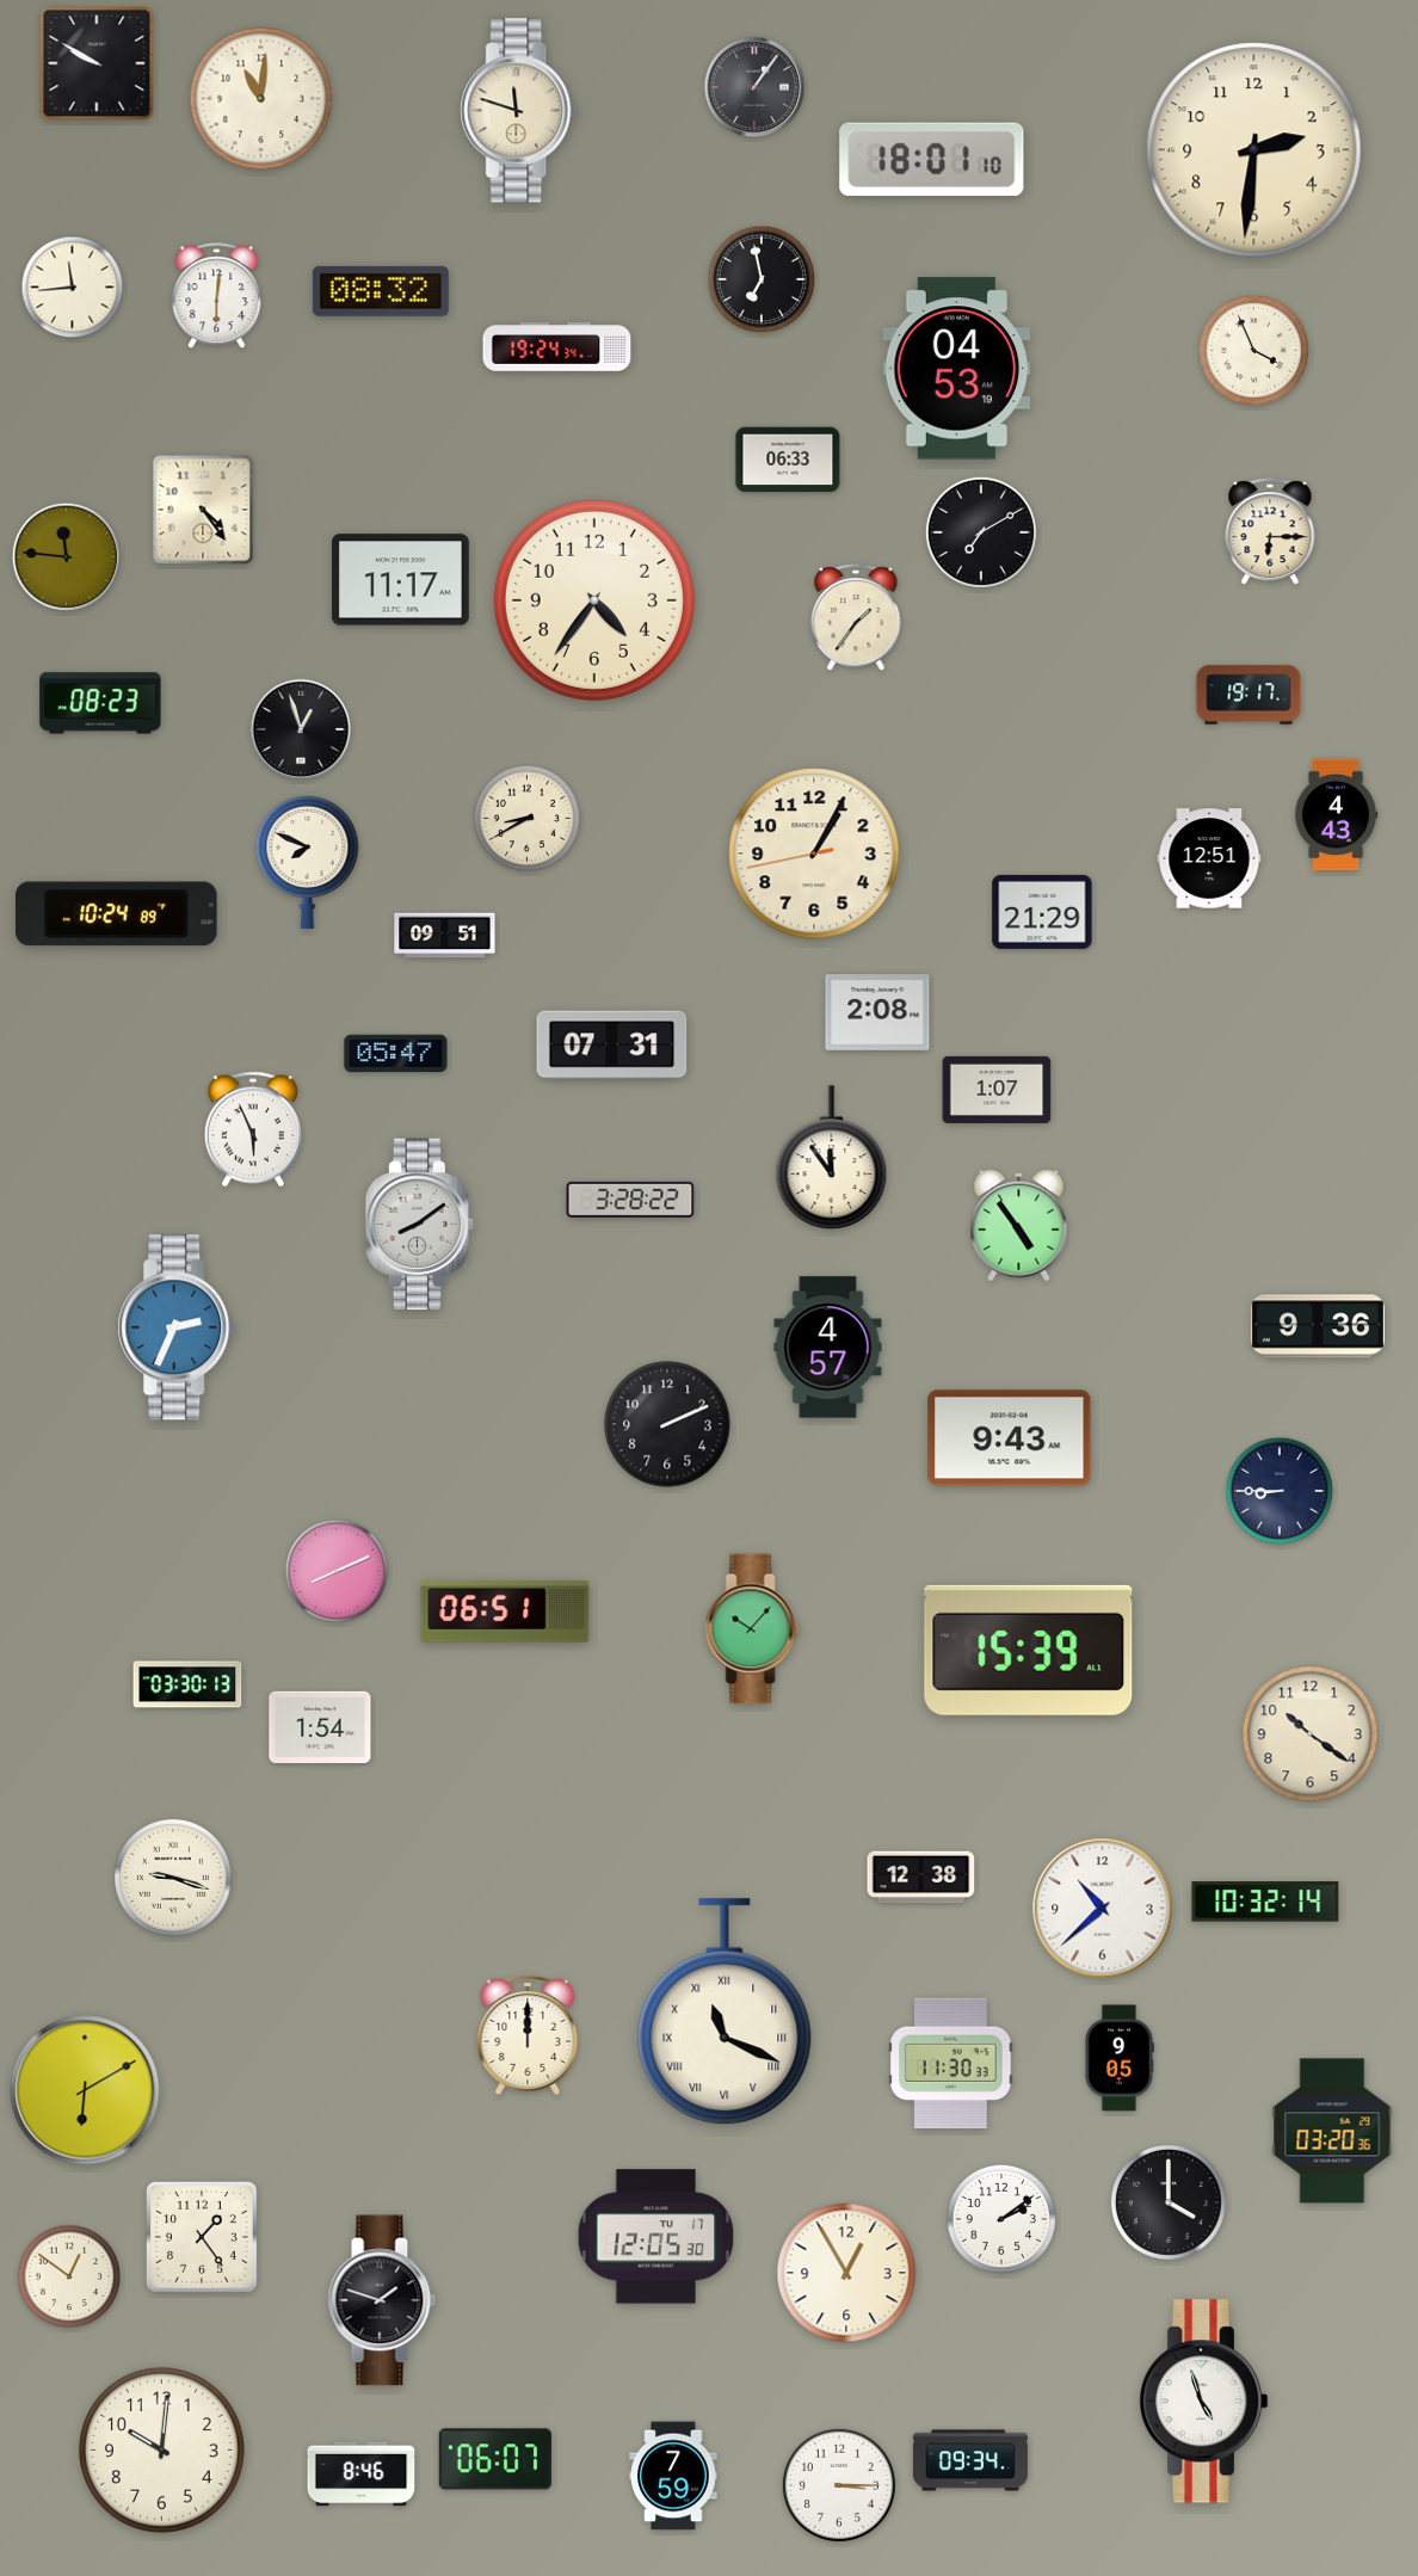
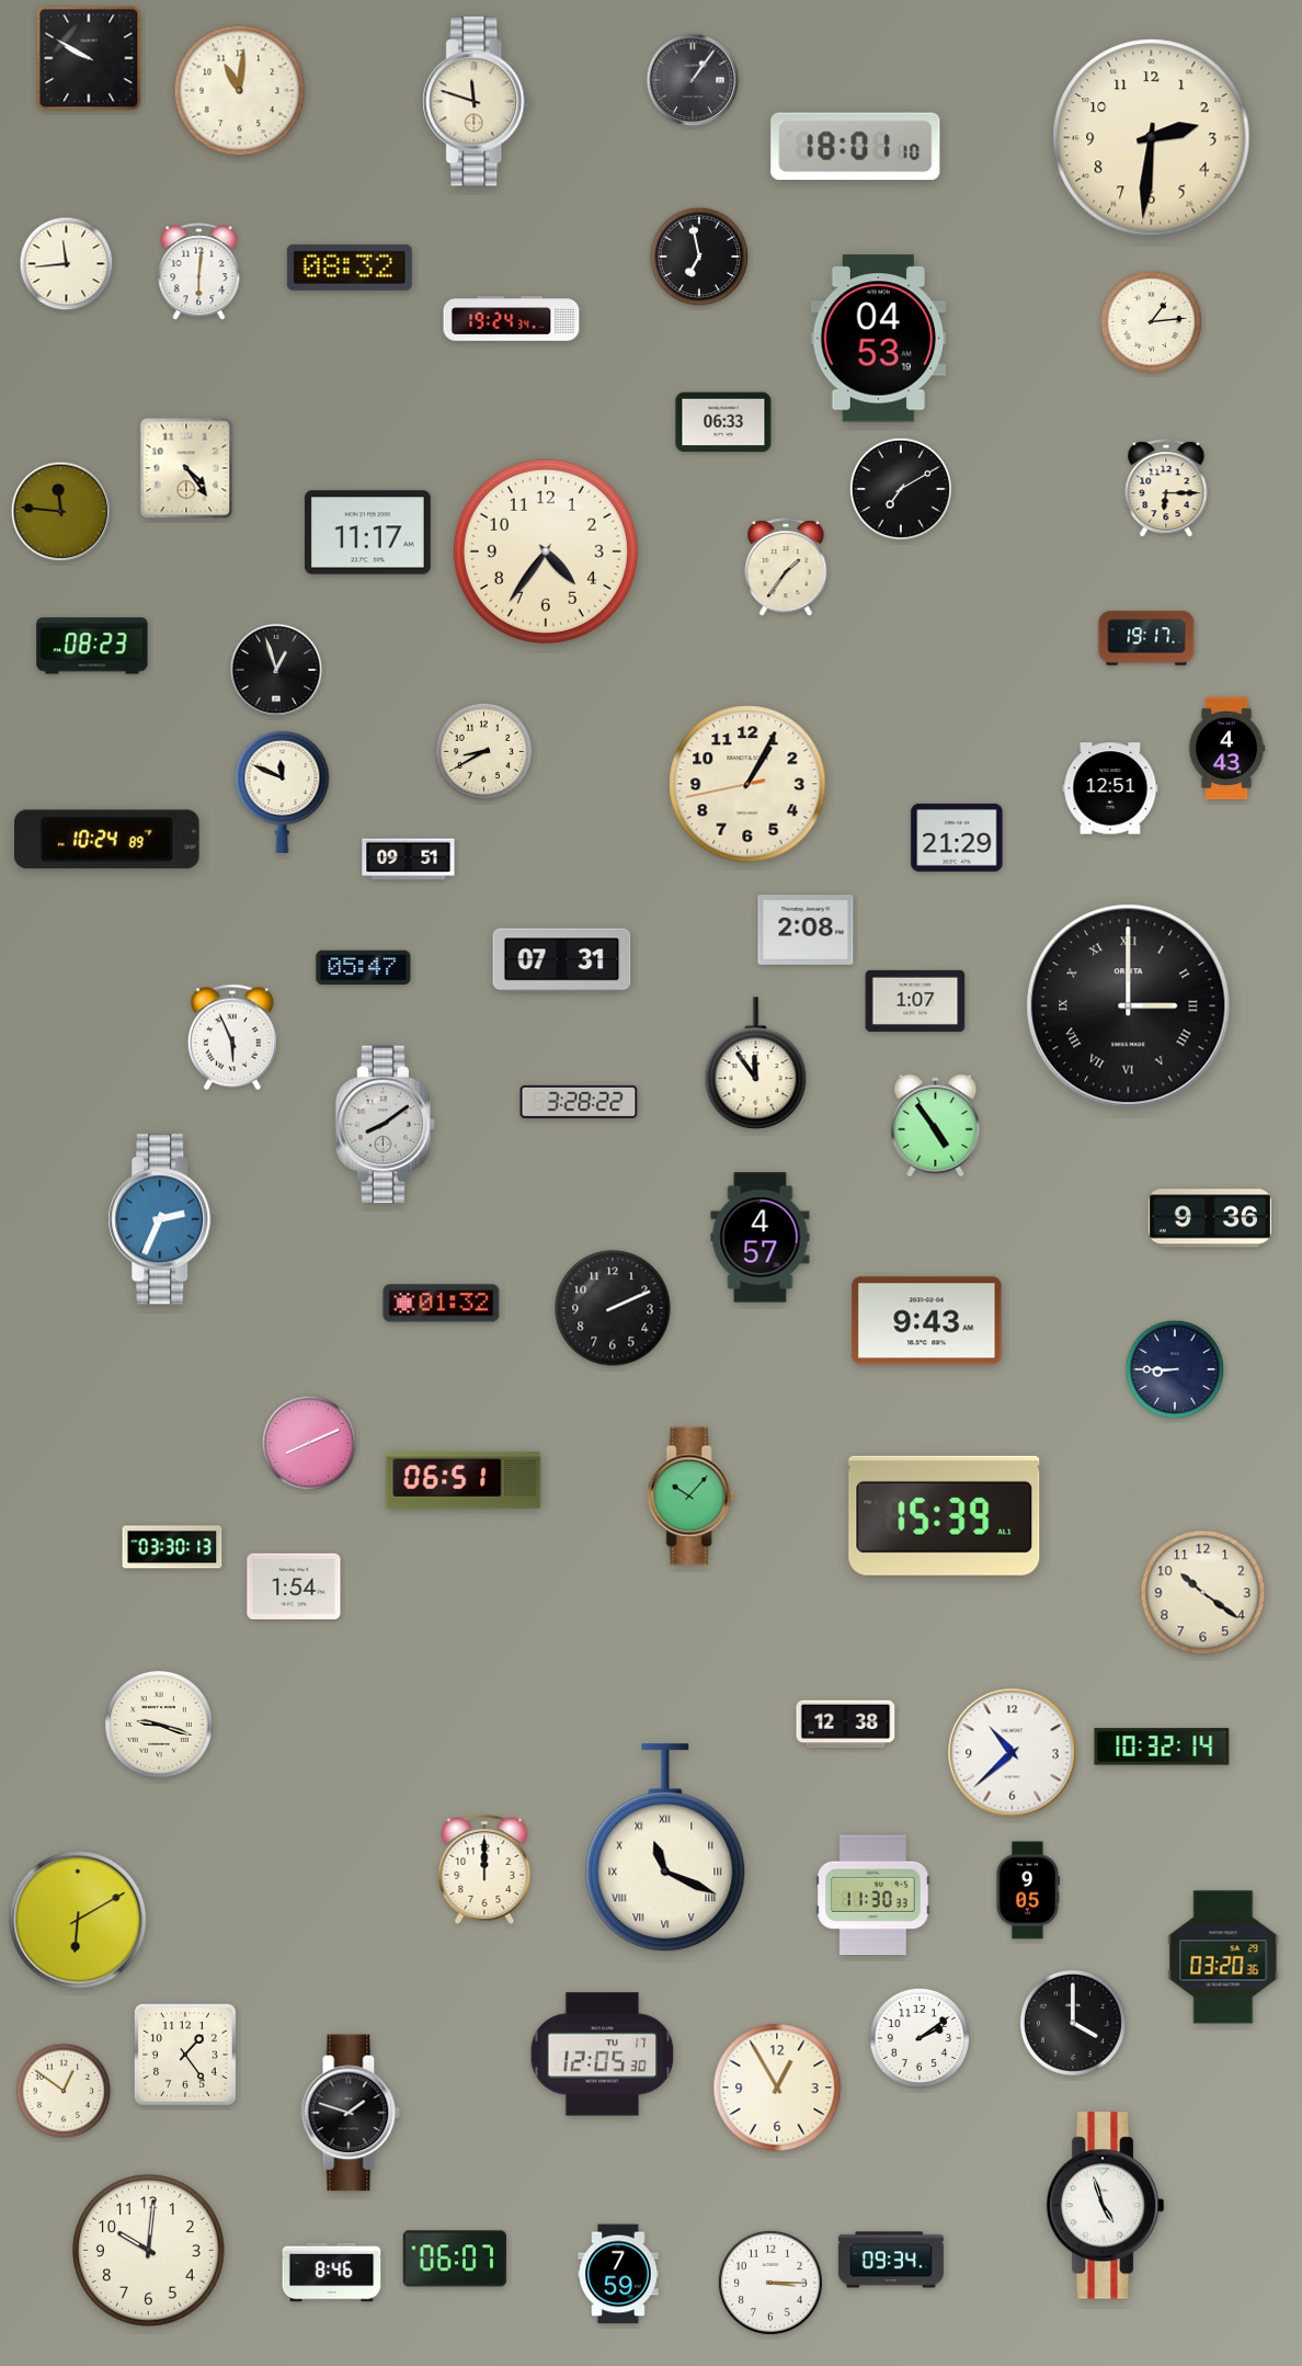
clock at (1253, 350): 3:56 -> 1:14
clock at (308, 862): 7:49 -> 11:49
clock at (1129, 1006): none -> 3:00
clock at (832, 1158) position: (832, 1158) -> (756, 1063)
clock at (442, 1304): none -> 01:32
